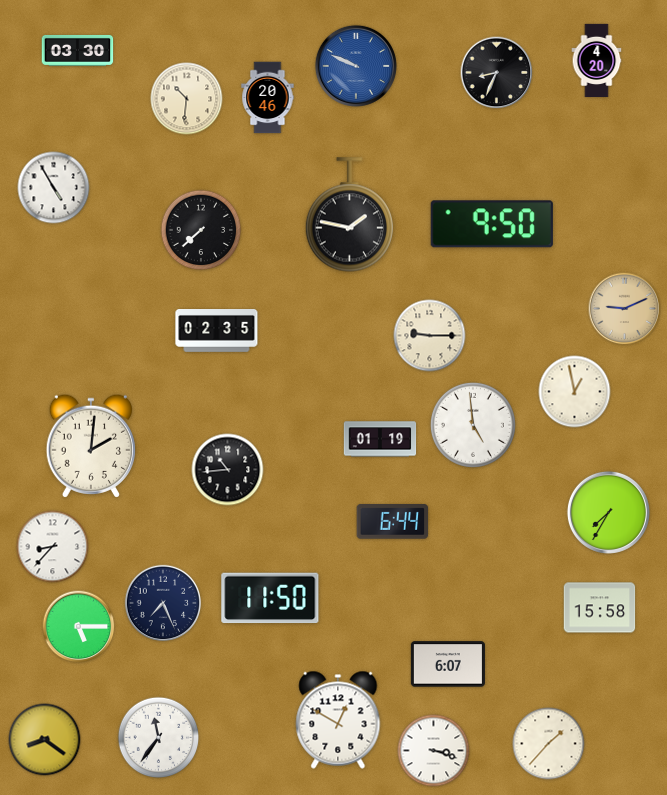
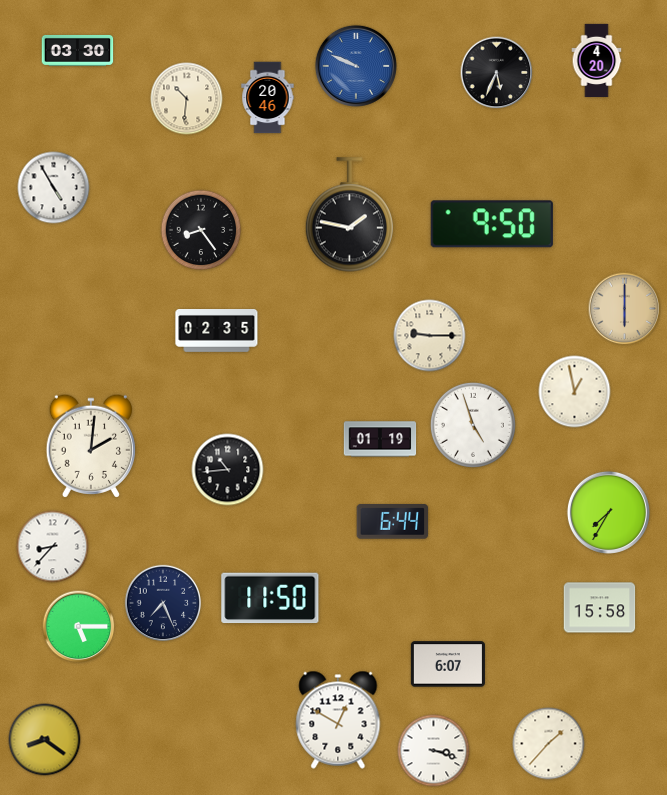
clock at (497, 73): 8:34 -> 5:34
clock at (201, 230): 7:38 -> 8:24
clock at (625, 309): 9:11 -> 6:00
clock at (473, 425): 4:59 -> 4:57
clock at (159, 738): 11:36 -> none
